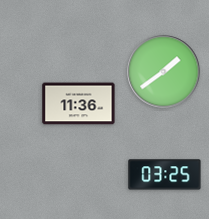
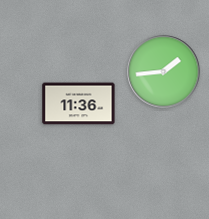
clock at (164, 72): 1:39 -> 1:44
clock at (165, 175): 03:25 -> none
